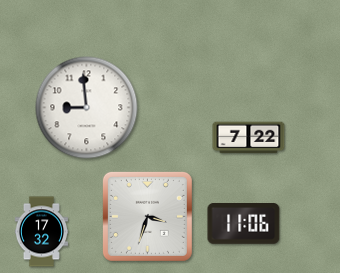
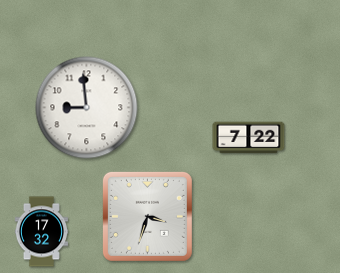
clock at (244, 224): 11:06 -> none
